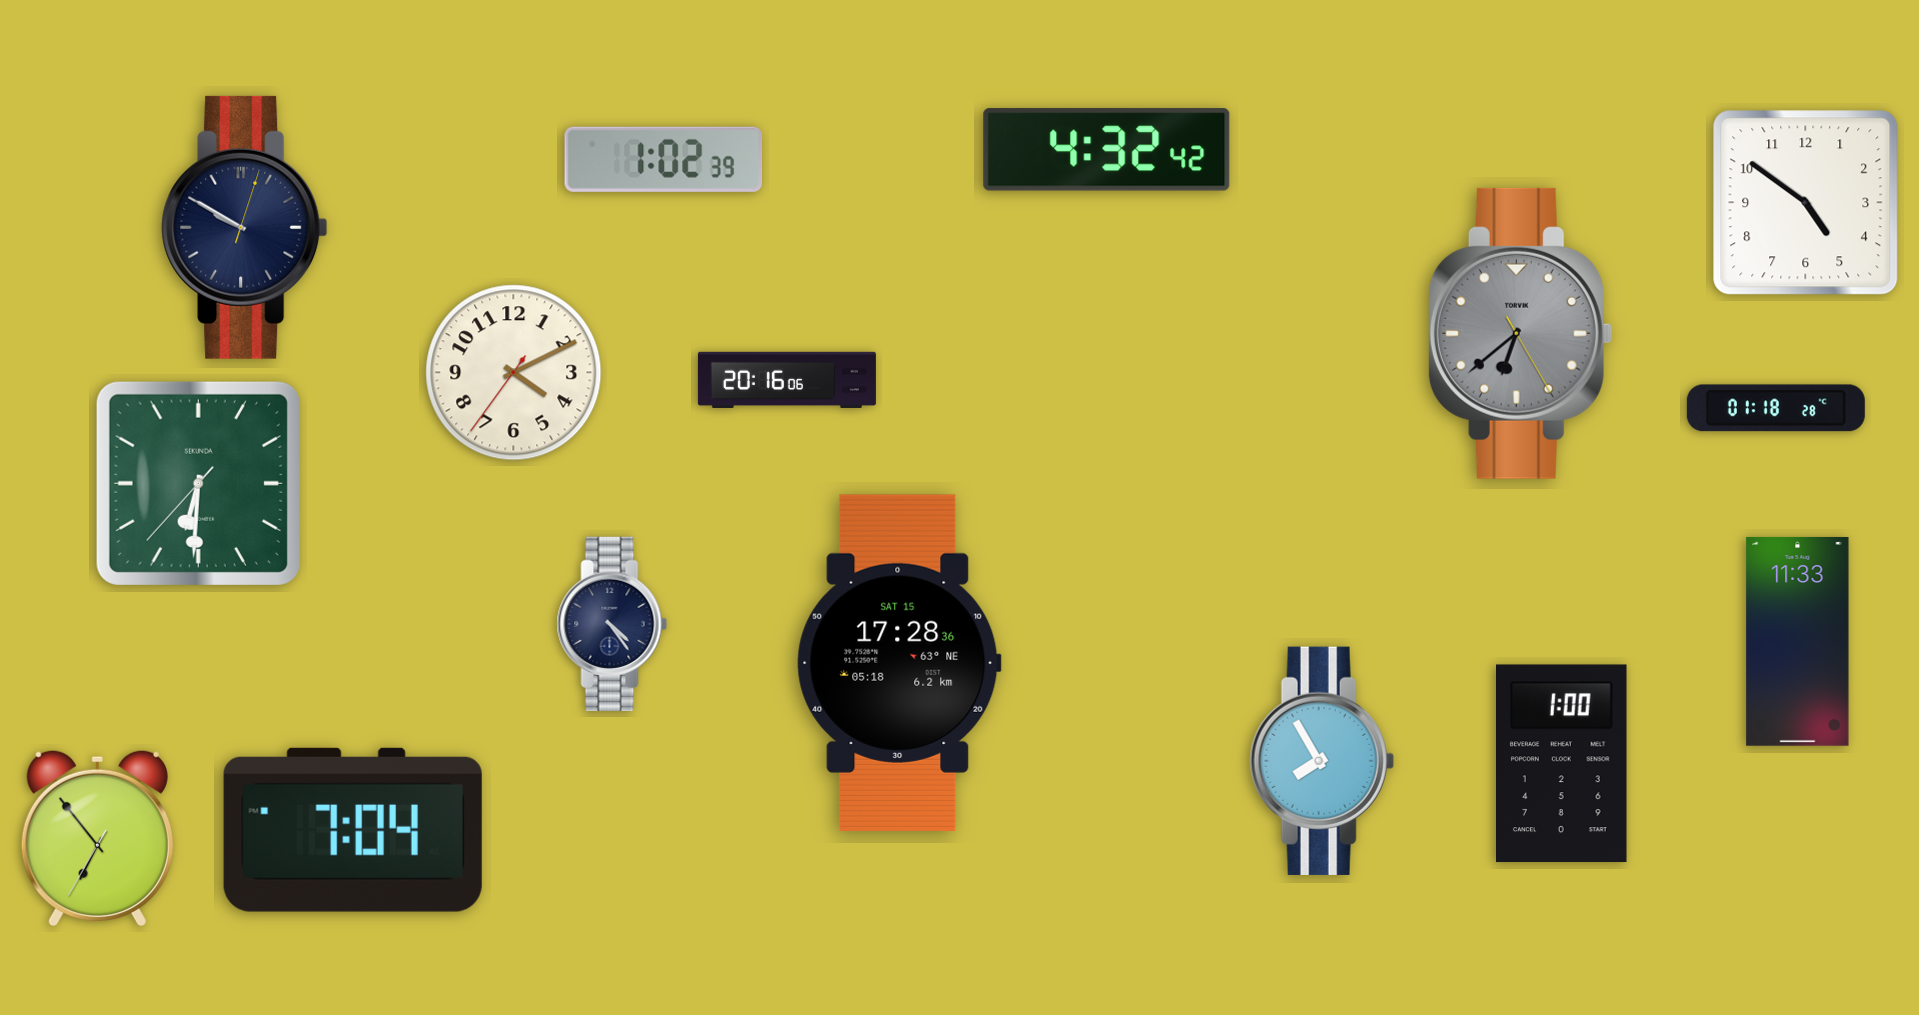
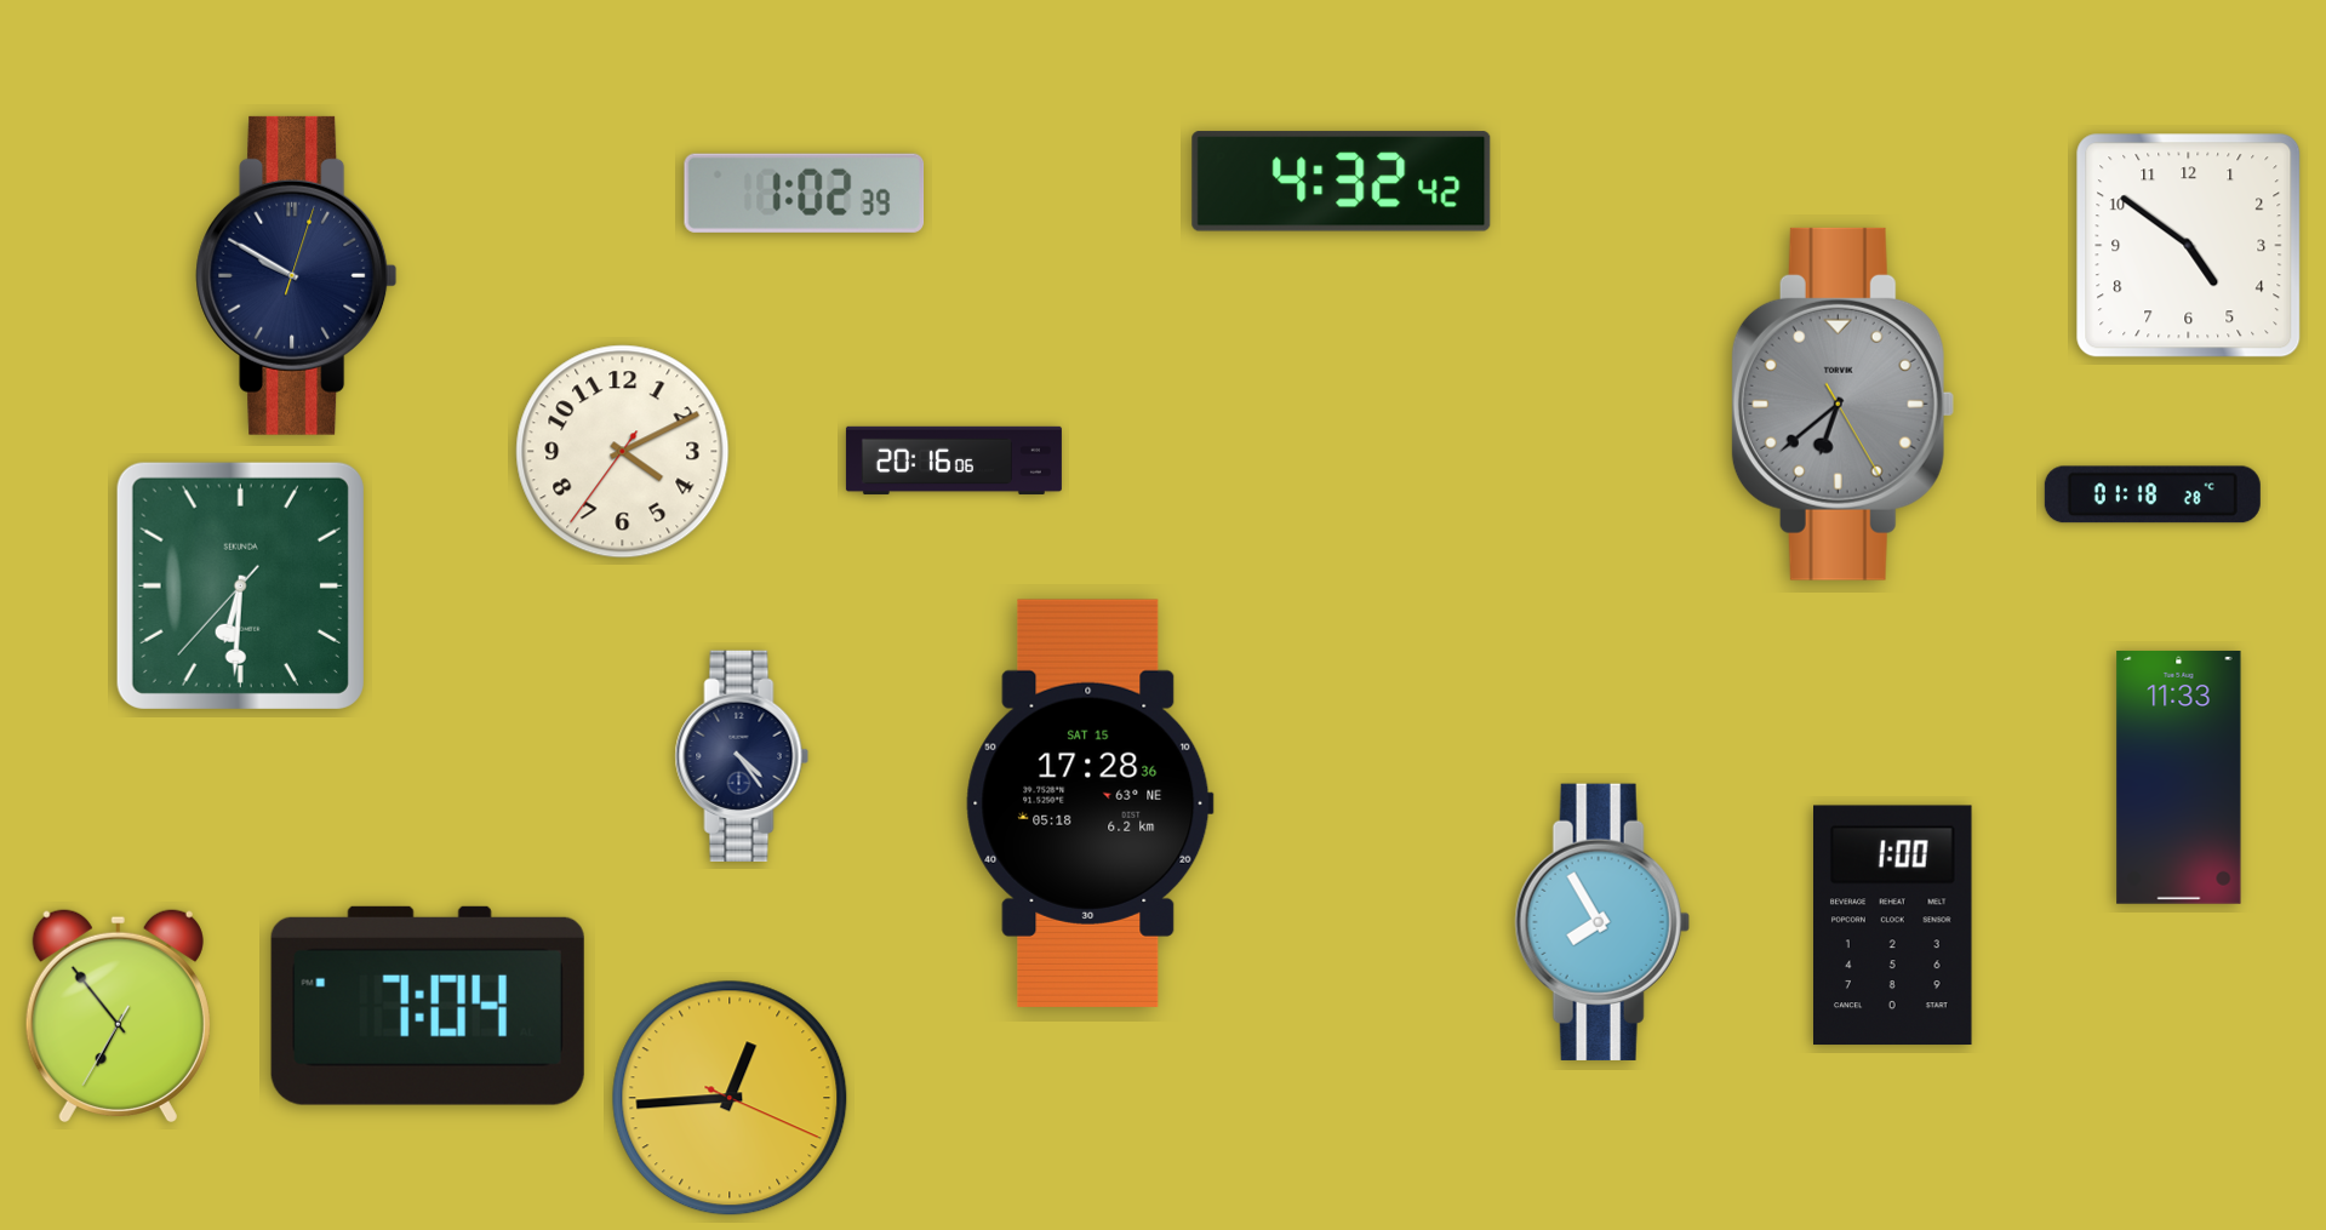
clock at (730, 1098): none -> 12:44
